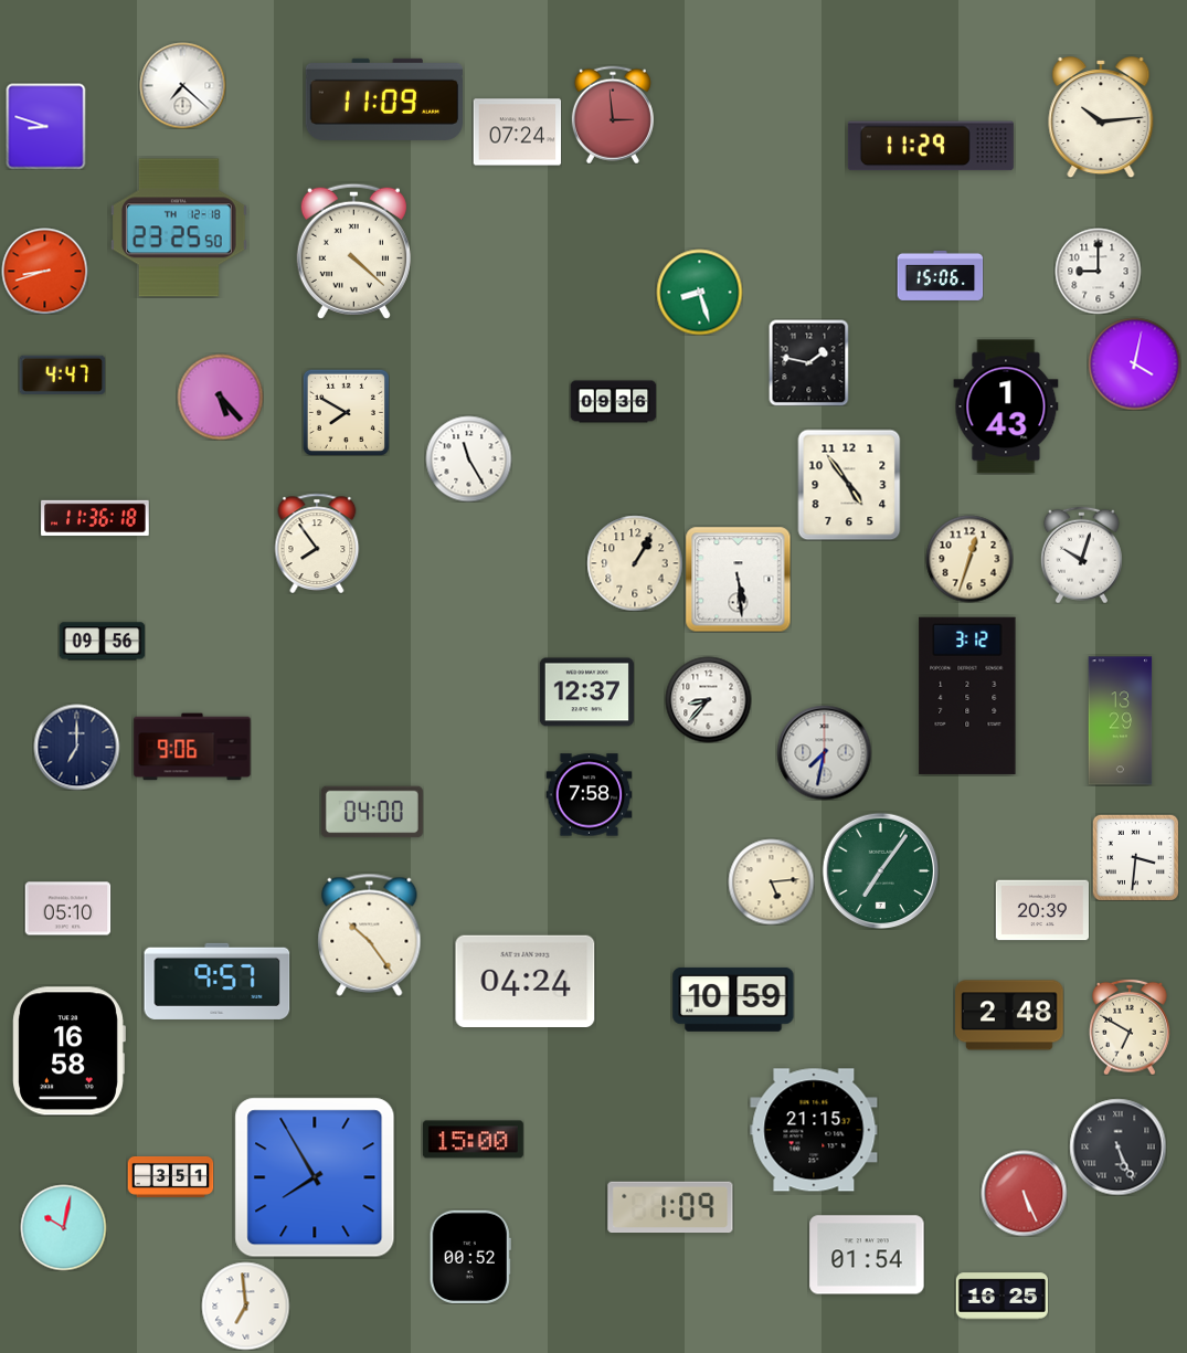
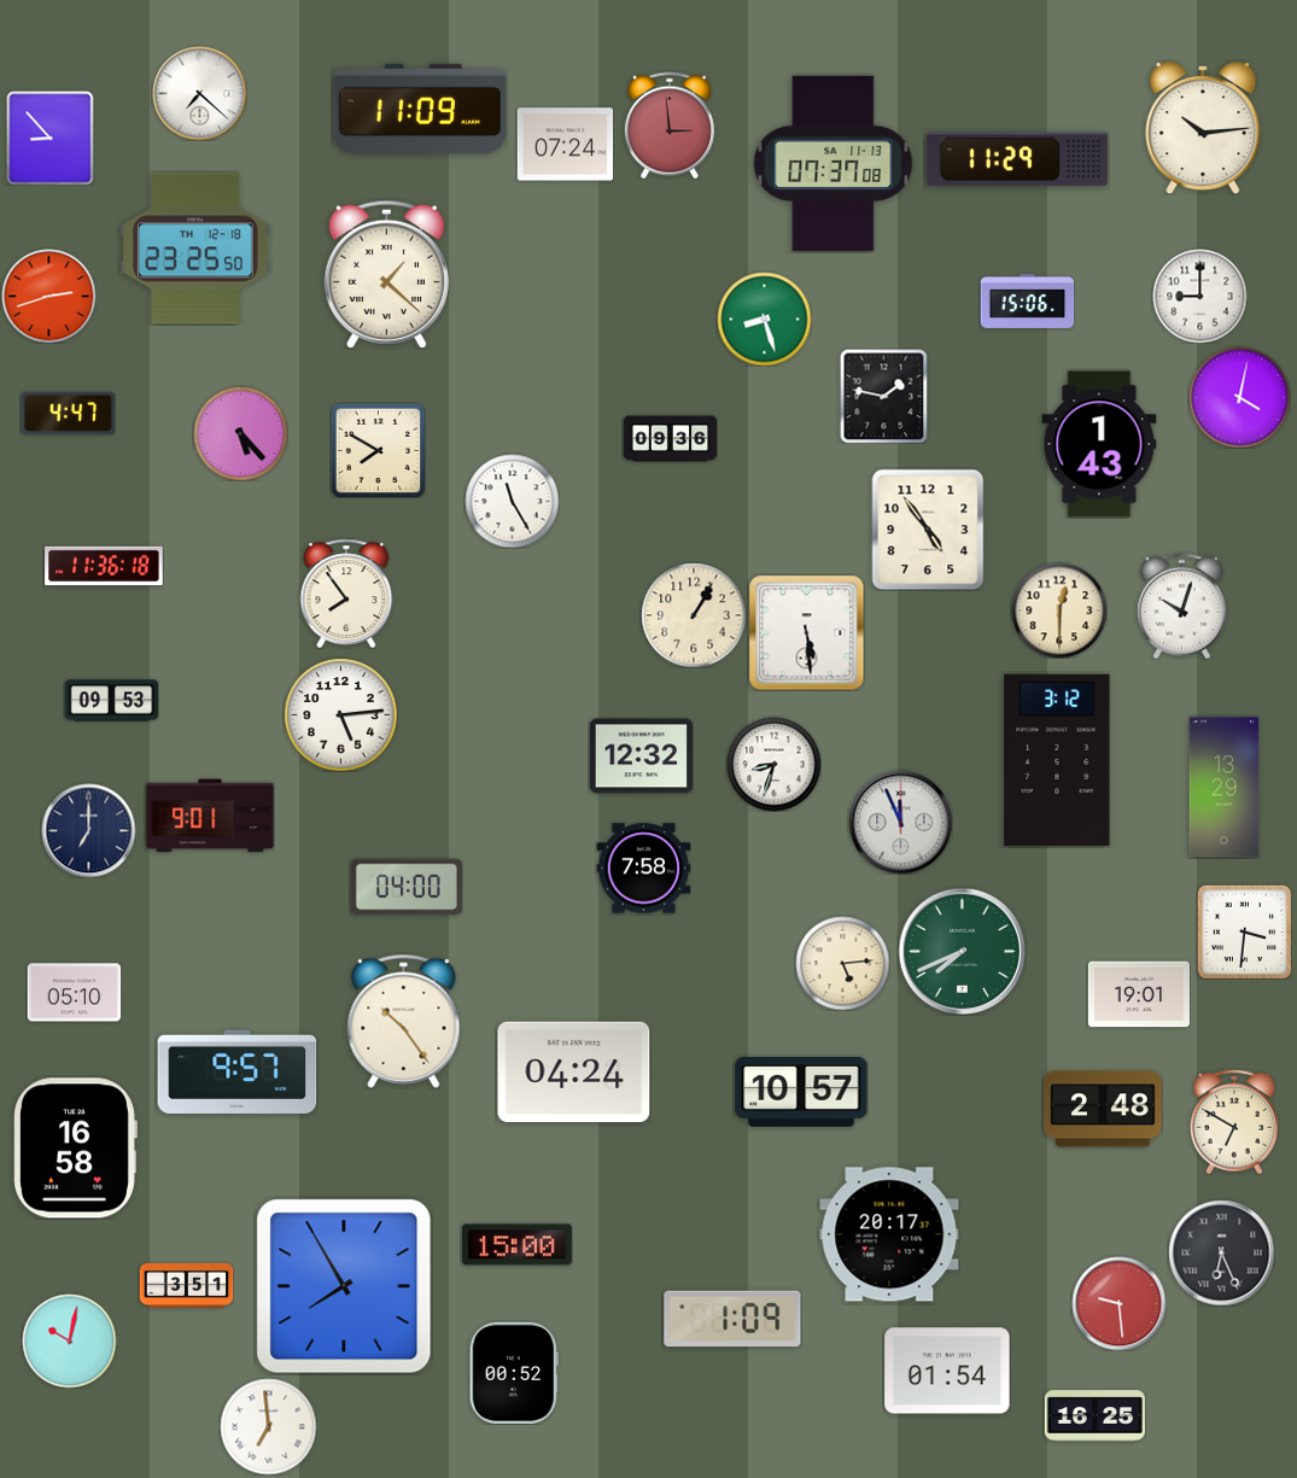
clock at (46, 126): 8:48 -> 8:53
clock at (834, 163): none -> 07:37
clock at (353, 251): 4:22 -> 1:22
clock at (44, 271): 8:42 -> 2:42
clock at (62, 374) position: (62, 374) -> (68, 413)
clock at (969, 559): 12:33 -> 12:30
clock at (102, 642): 09:56 -> 09:53
clock at (340, 714): none -> 5:14
clock at (586, 693): 12:37 -> 12:32
clock at (708, 699): 8:37 -> 8:33
clock at (76, 747) position: (76, 747) -> (88, 830)
clock at (192, 747): 9:06 -> 9:01
clock at (824, 752): 7:32 -> 11:56
clock at (1135, 857) position: (1135, 857) -> (1244, 931)
clock at (880, 870): 7:06 -> 7:41
clock at (1041, 910): 20:39 -> 19:01
clock at (733, 1000): 10:59 -> 10:57
clock at (814, 1130): 21:15 -> 20:17
clock at (1117, 1146): 5:26 -> 6:26
clock at (1024, 1193): 5:26 -> 9:29
